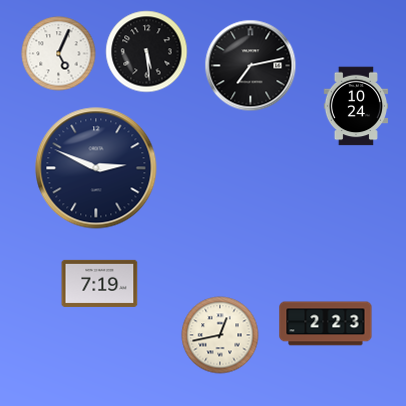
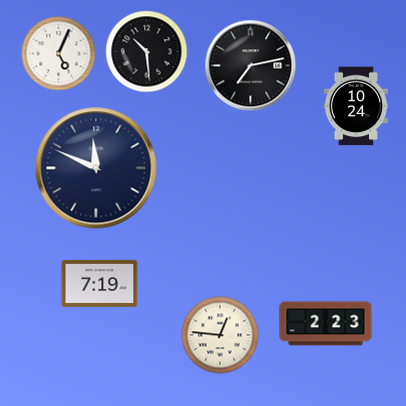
clock at (147, 52): 5:29 -> 10:29
clock at (96, 168): 2:49 -> 11:49
clock at (220, 335): 12:43 -> 12:46
